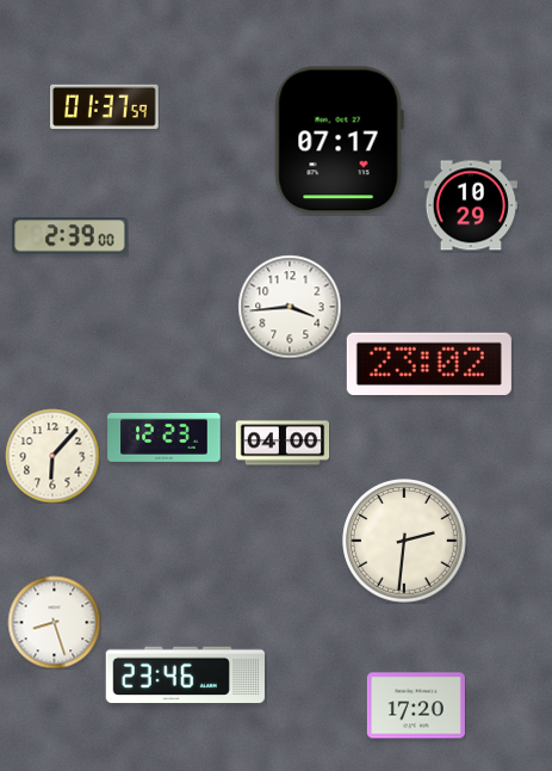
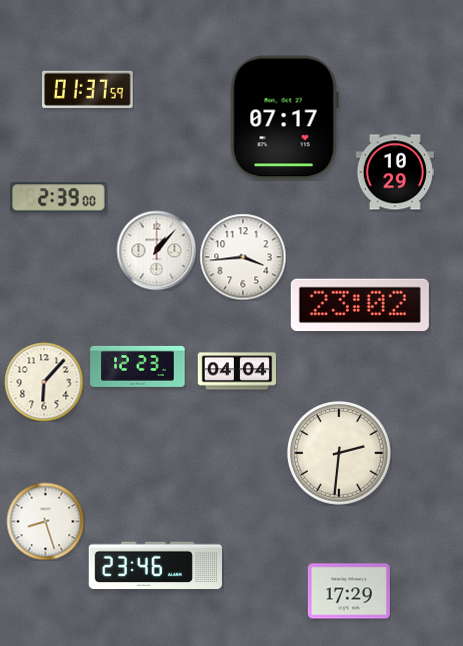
clock at (156, 250): none -> 1:07
clock at (283, 443): 04:00 -> 04:04
clock at (416, 705): 17:20 -> 17:29
